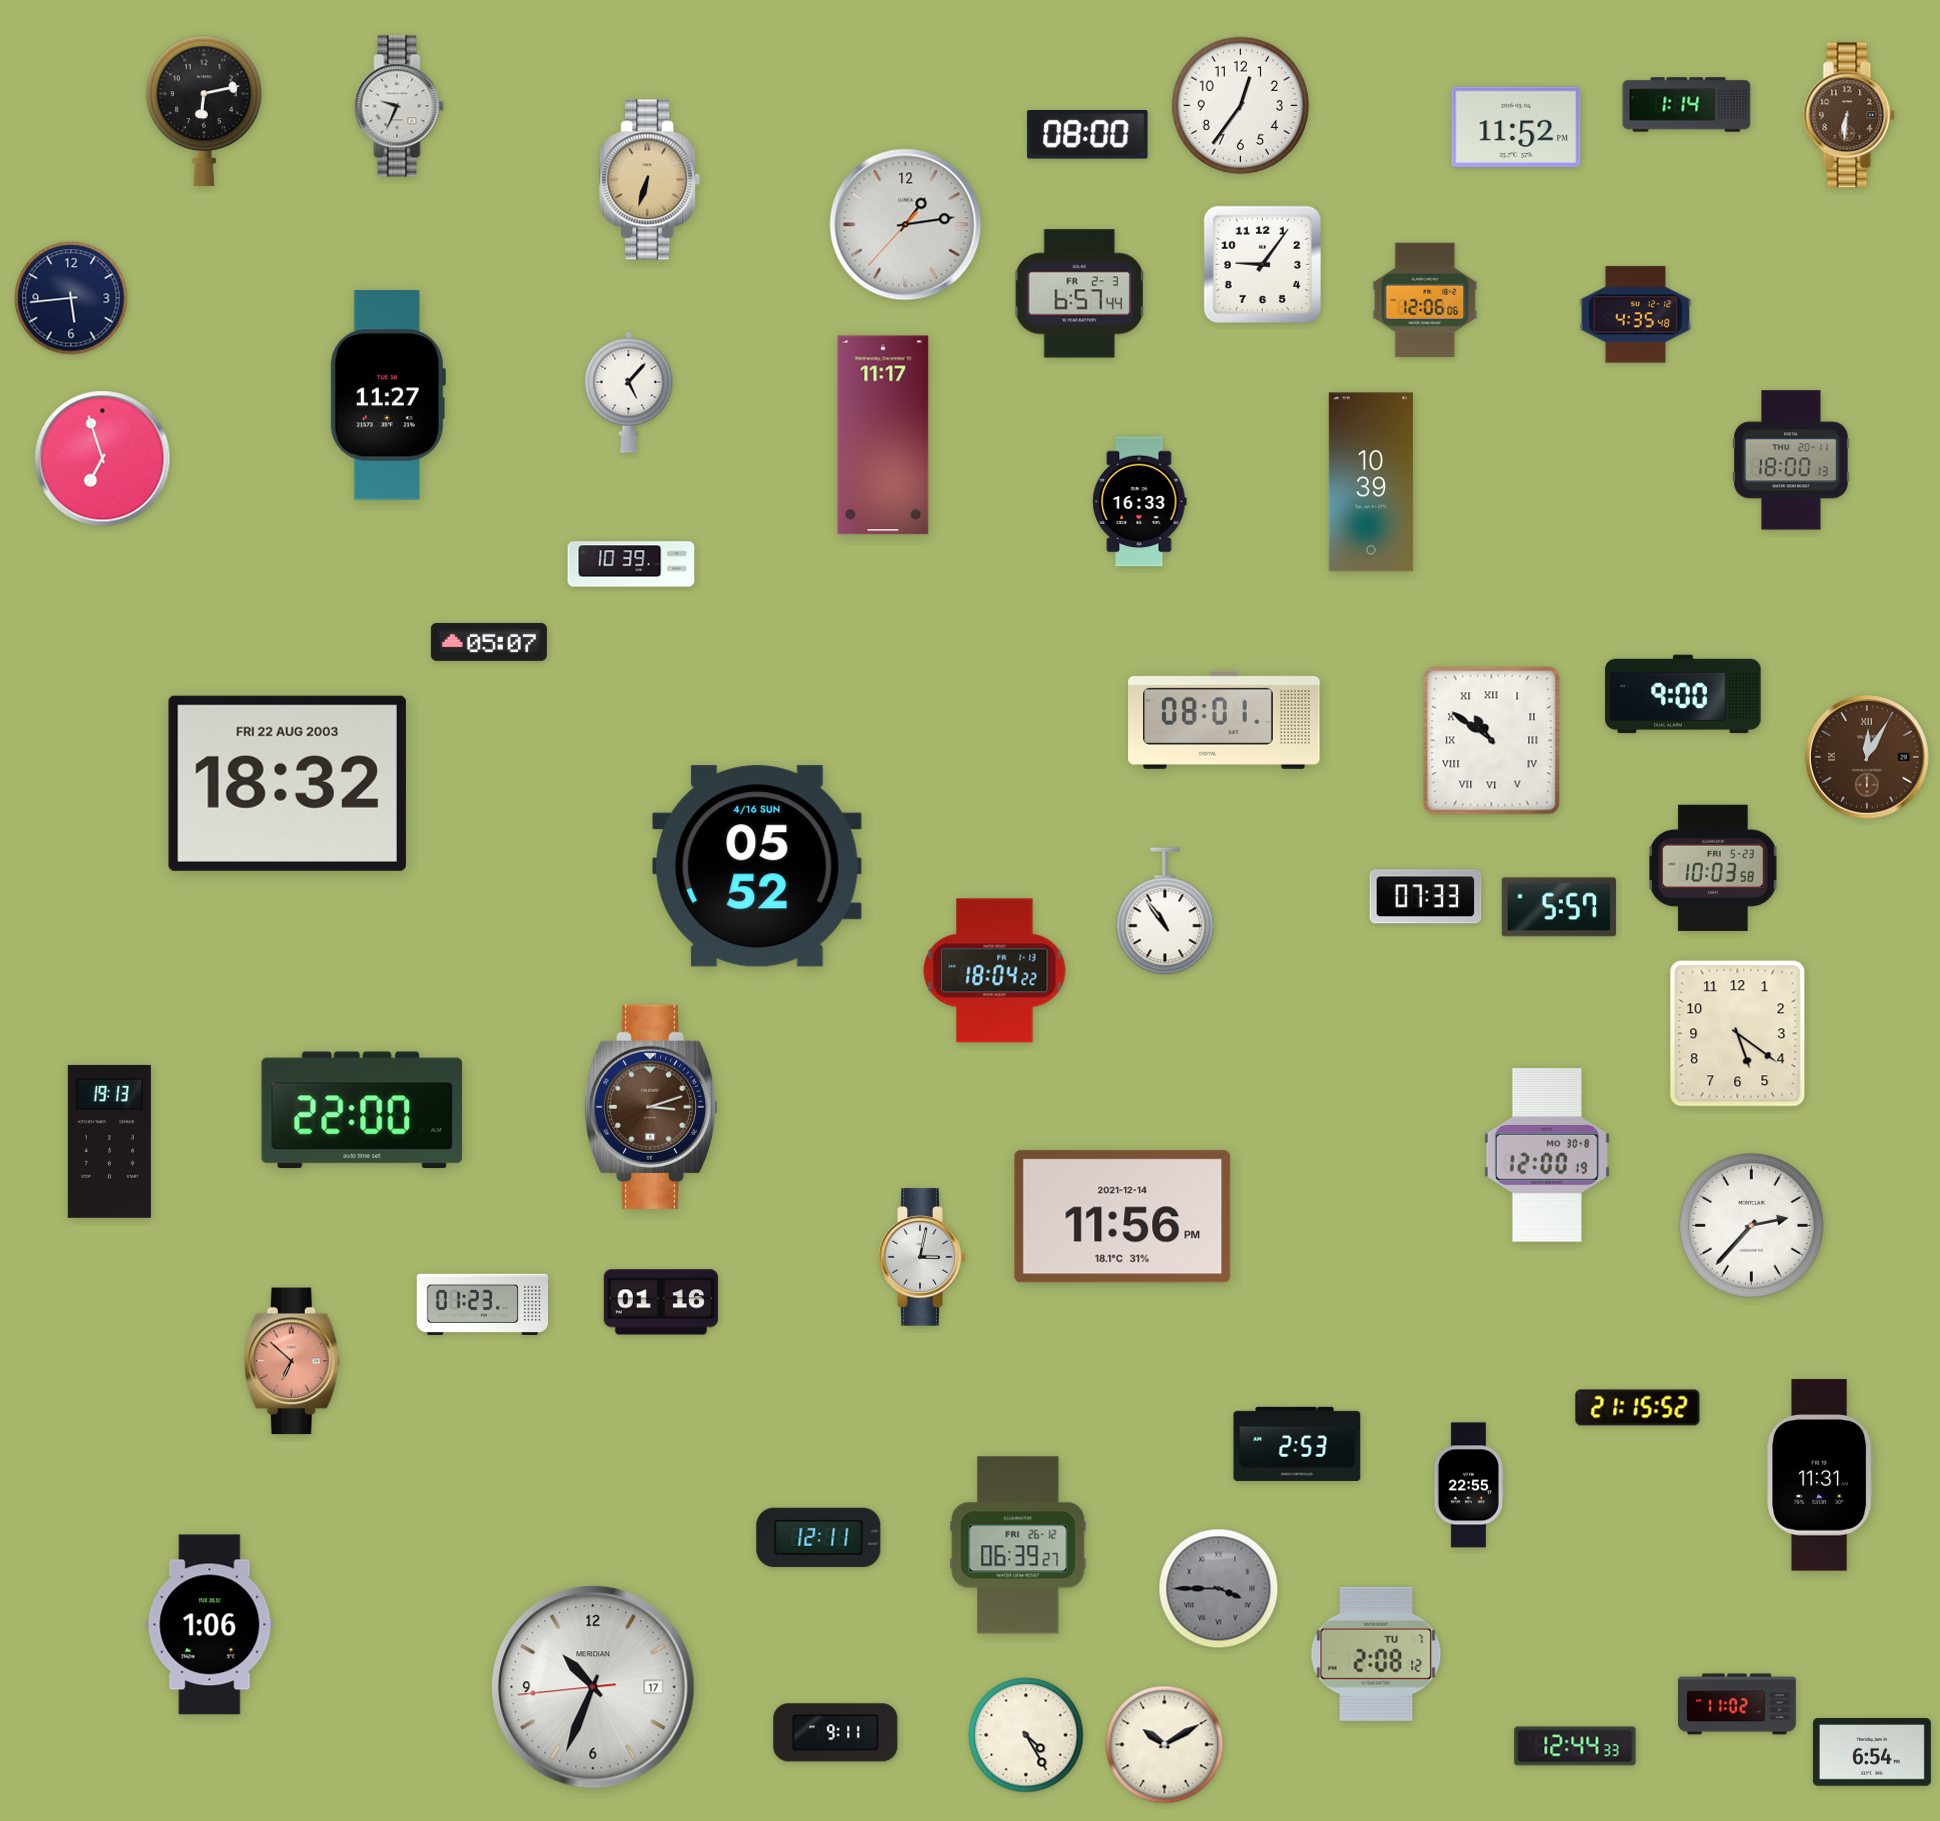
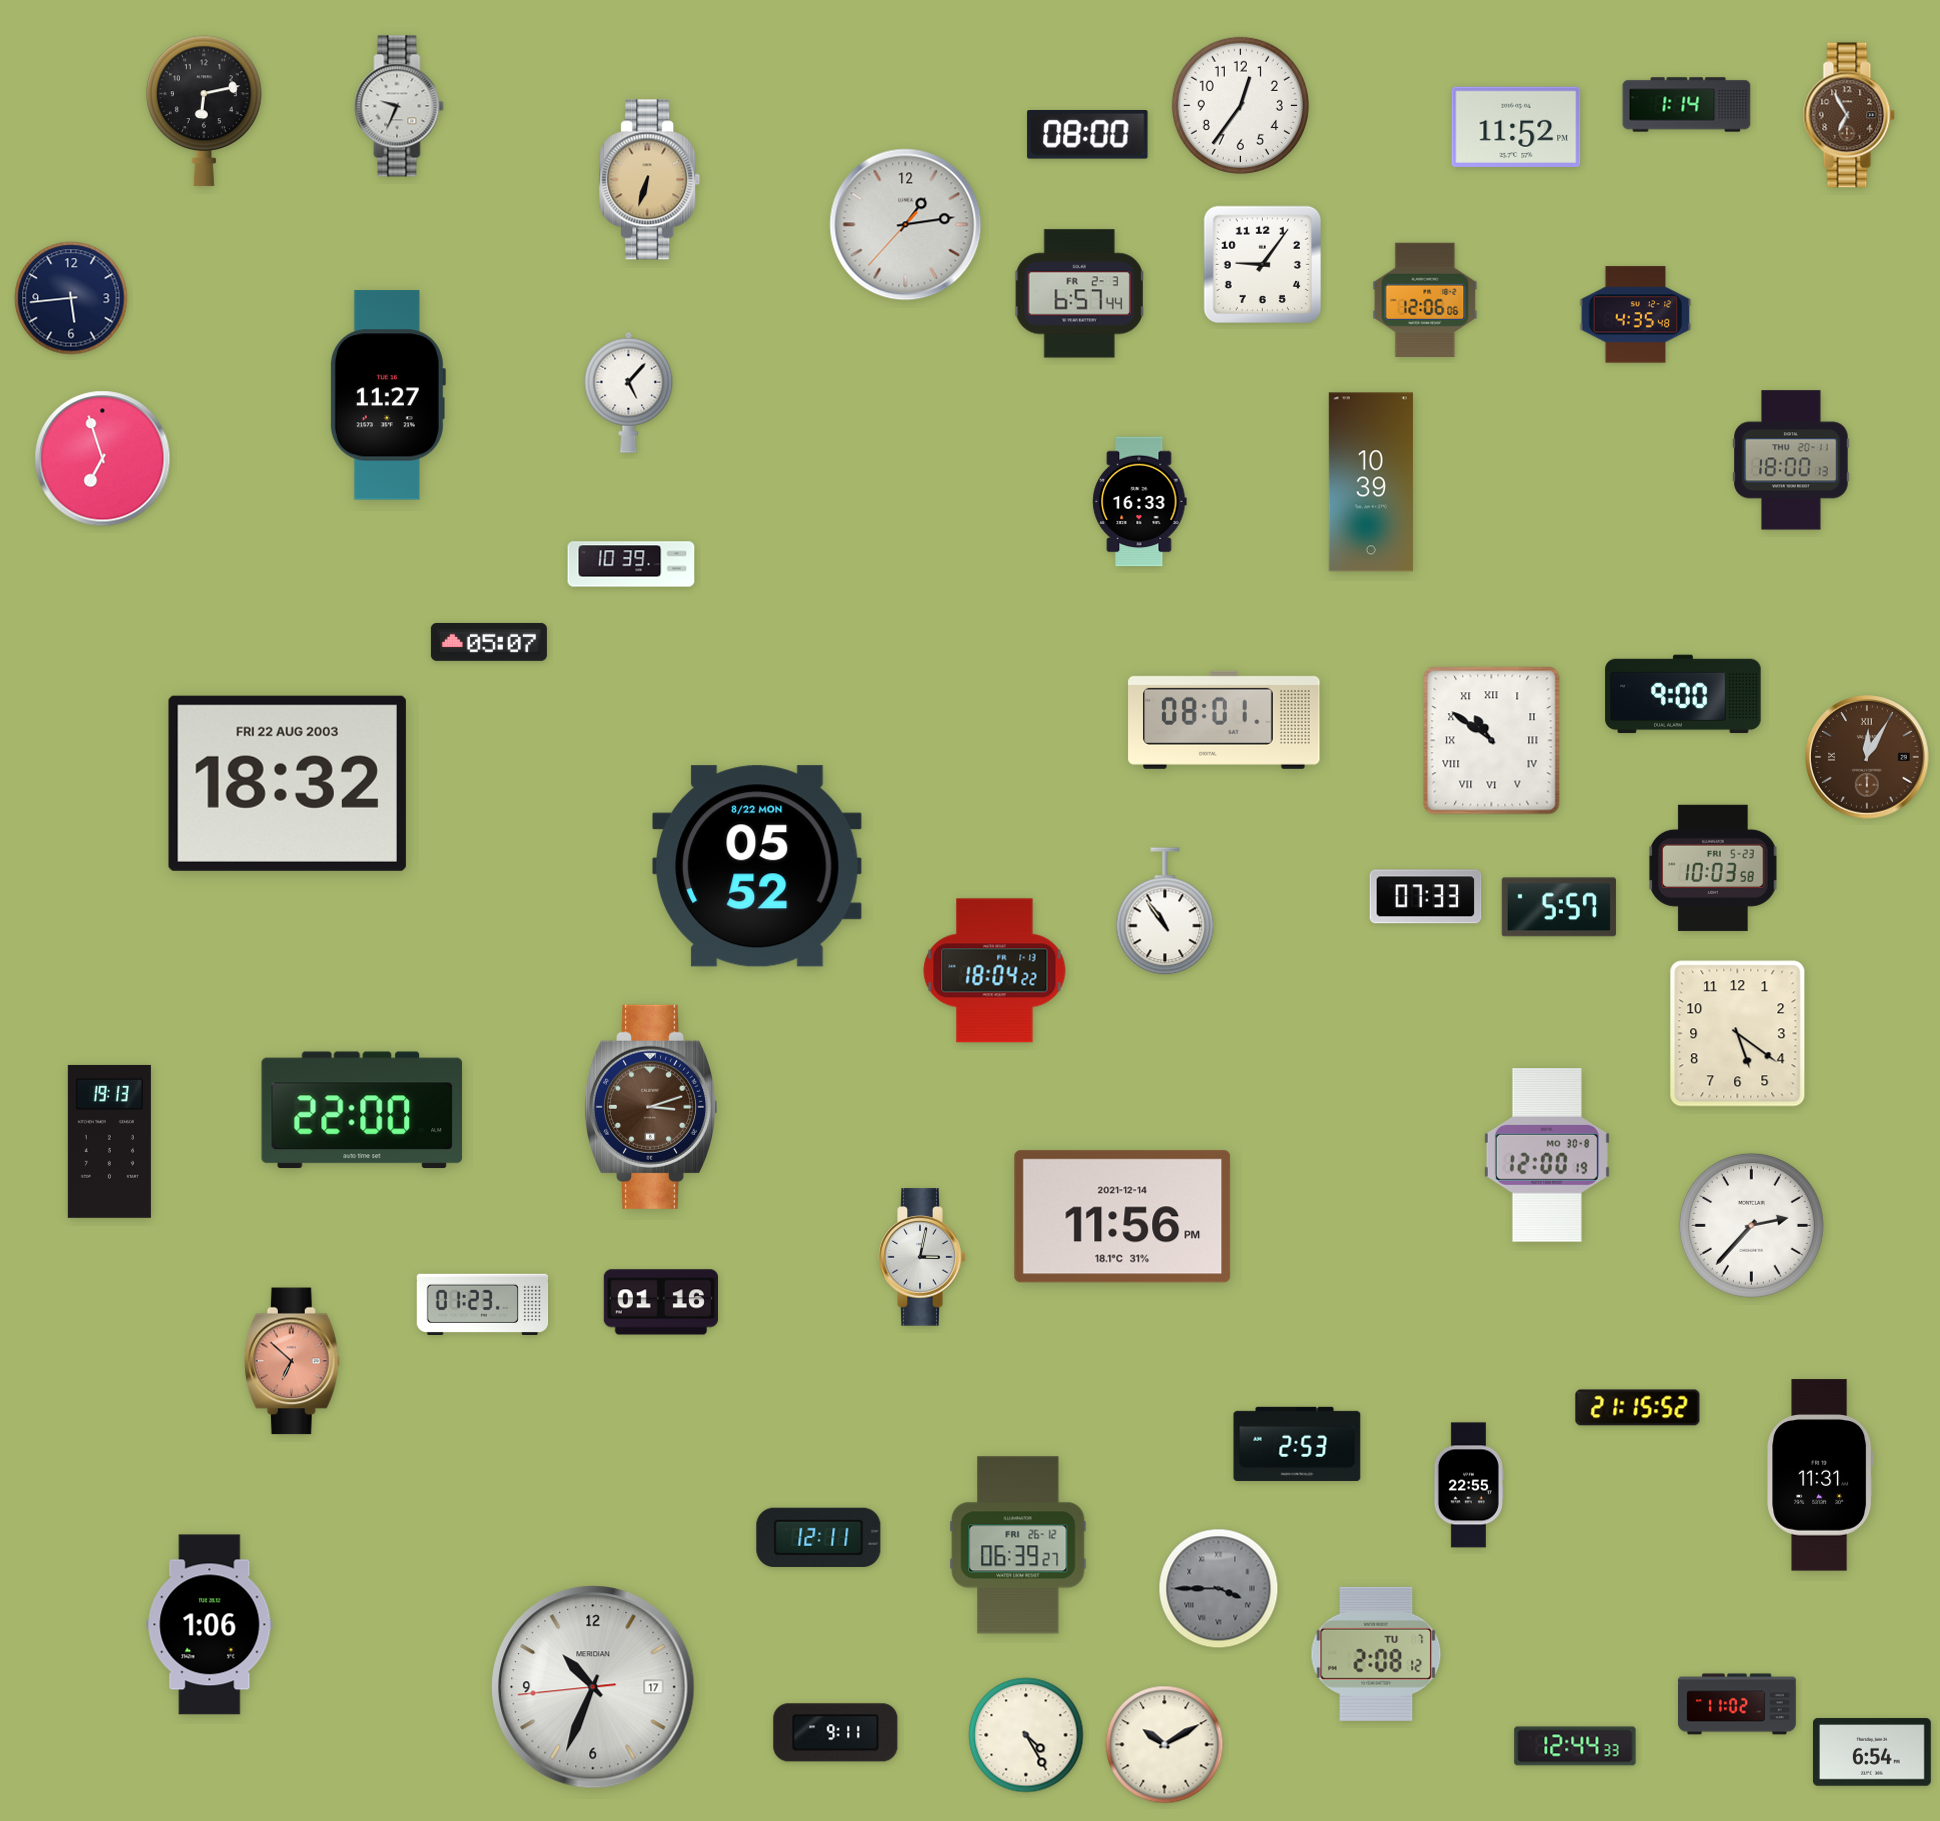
clock at (1849, 115): 6:31 -> 6:55
clock at (883, 435): 11:17 -> none
clock at (758, 866) date: 4/16 SUN -> 8/22 MON
